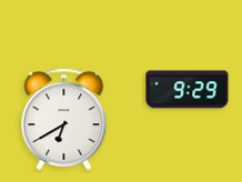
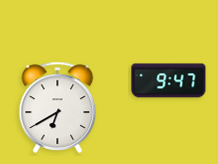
clock at (188, 90): 9:29 -> 9:47
